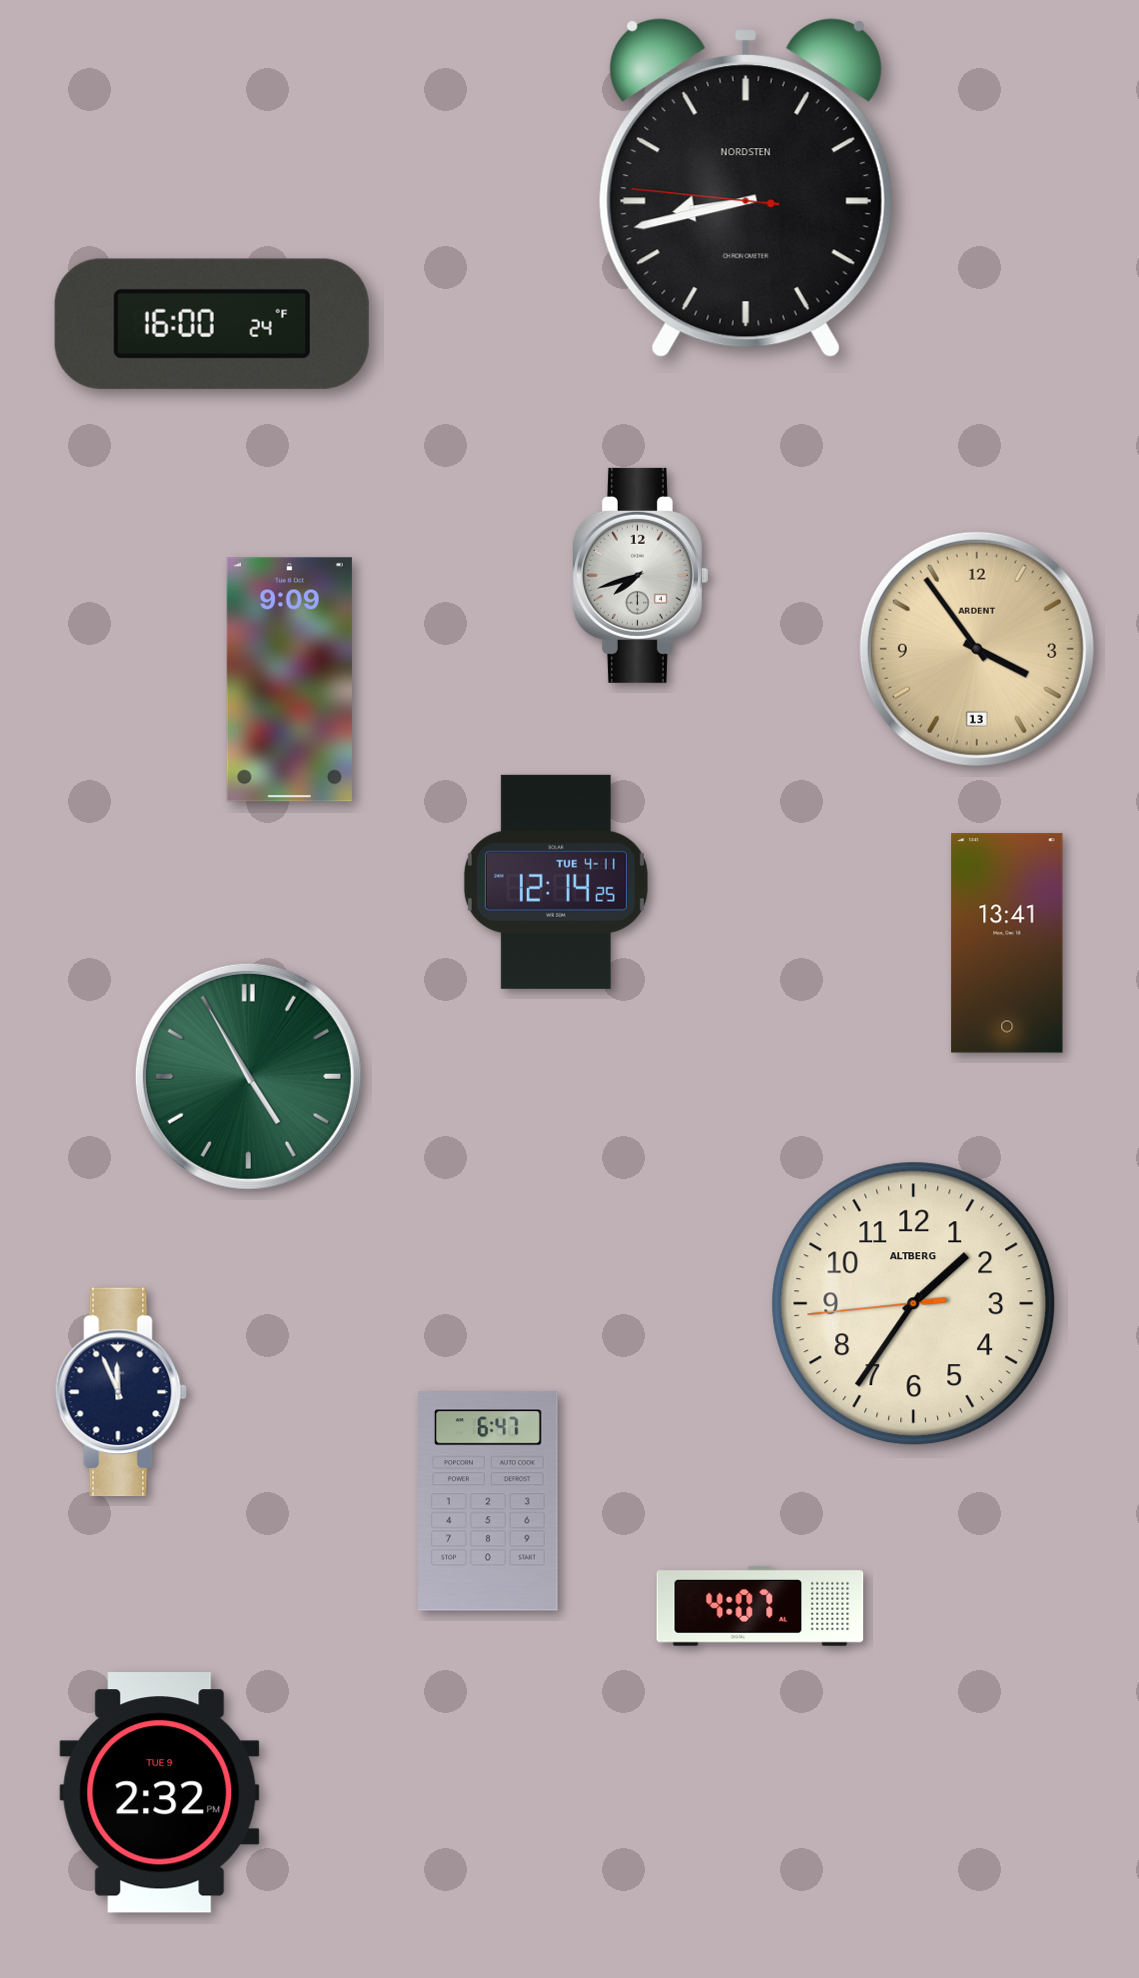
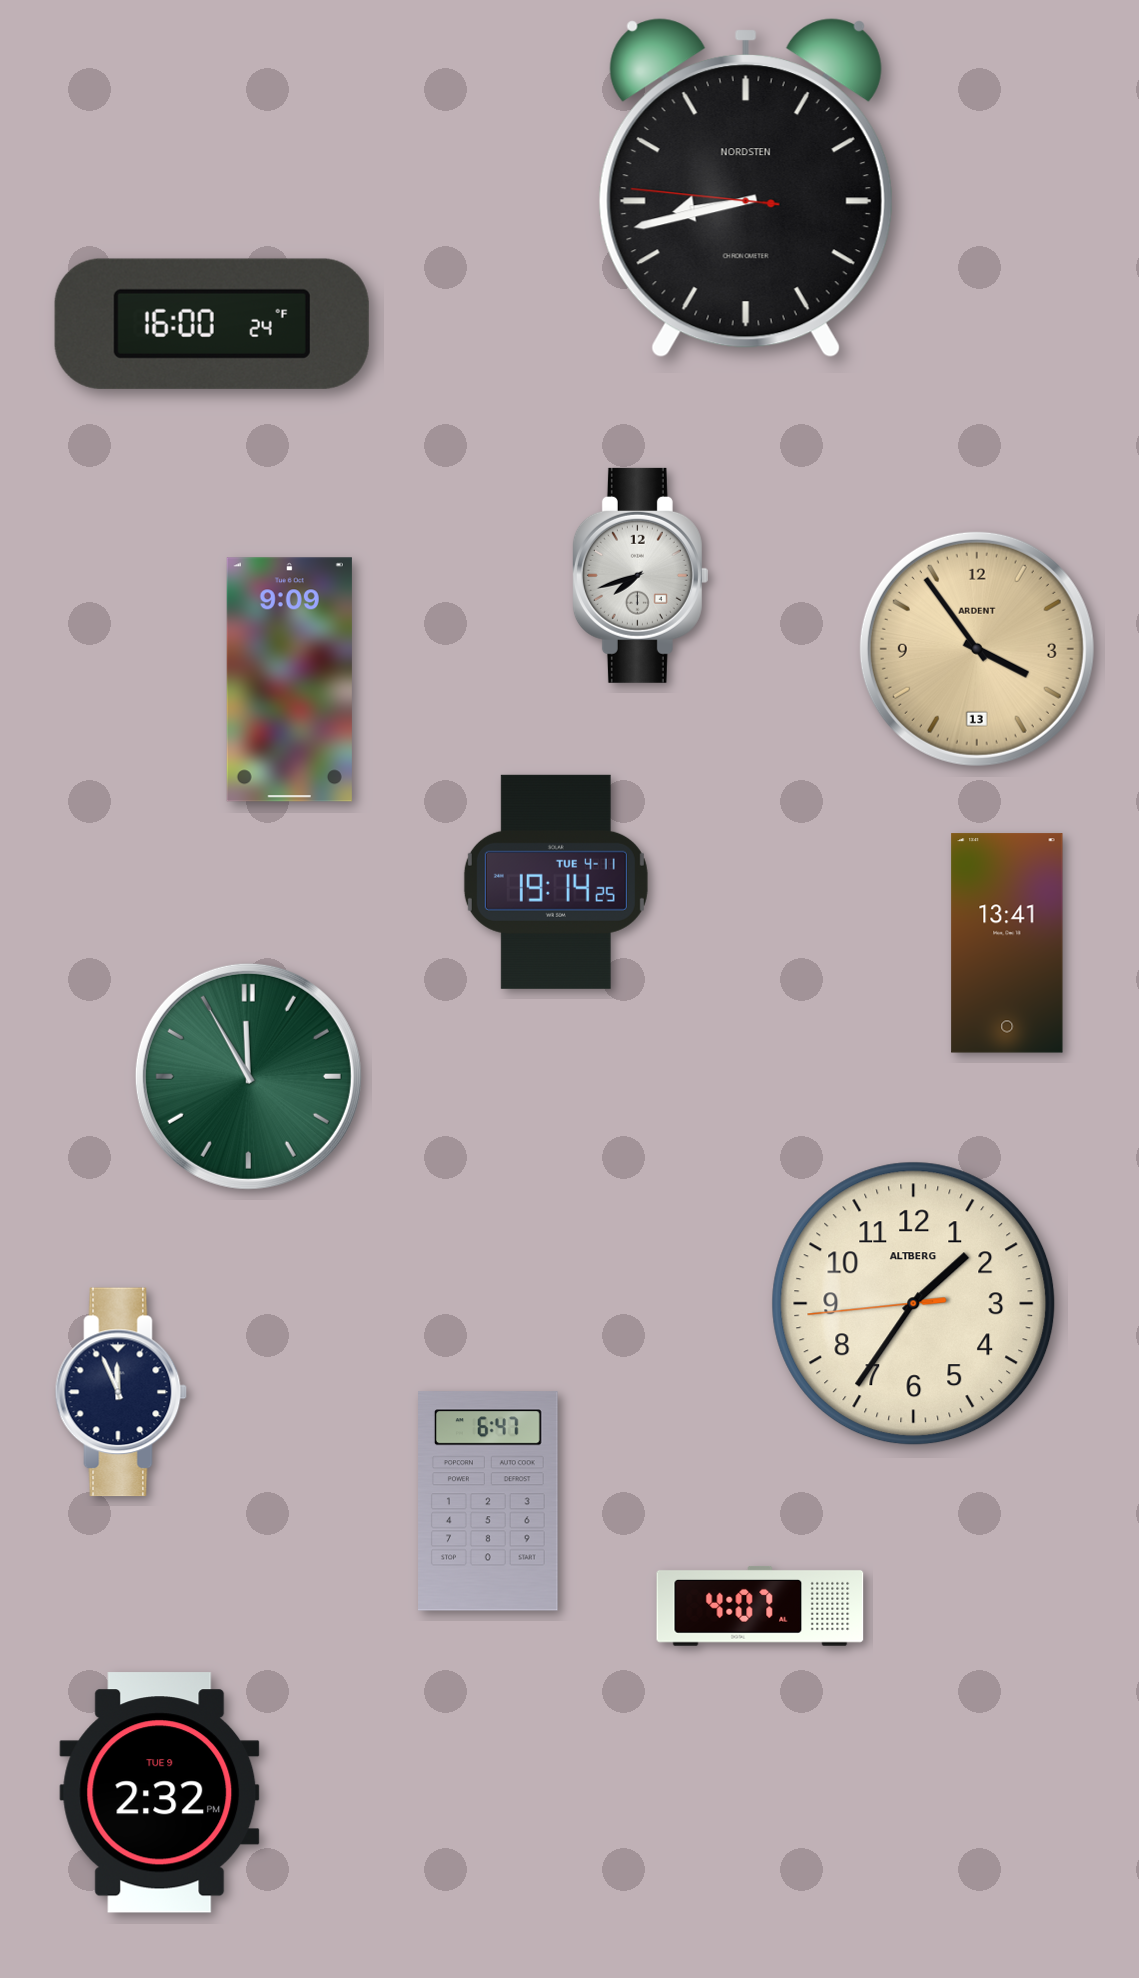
clock at (556, 882): 12:14 -> 19:14
clock at (248, 1076): 4:55 -> 11:55
